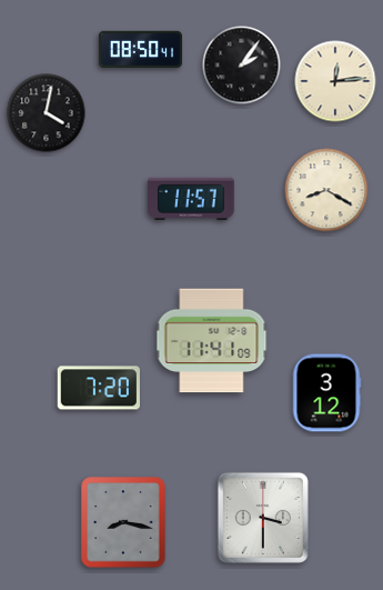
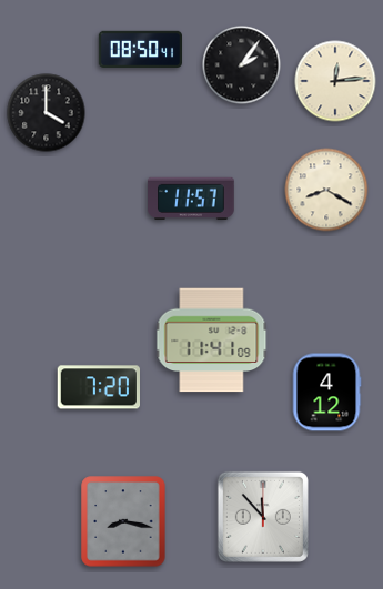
clock at (47, 113): 4:02 -> 4:00
clock at (326, 393): 3:12 -> 4:12
clock at (263, 518): 3:30 -> 11:53
